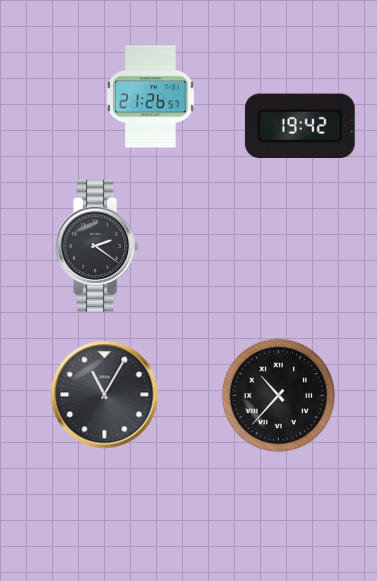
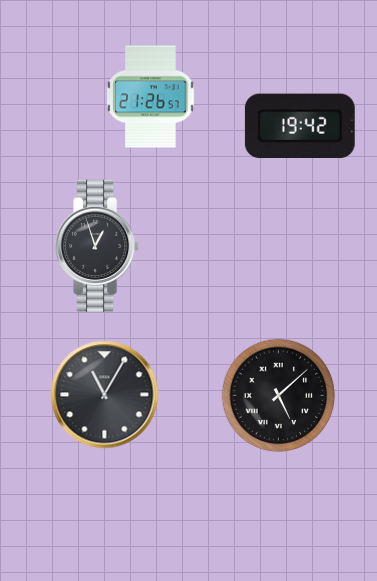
clock at (97, 245): 2:21 -> 12:57
clock at (279, 396): 10:37 -> 5:08
